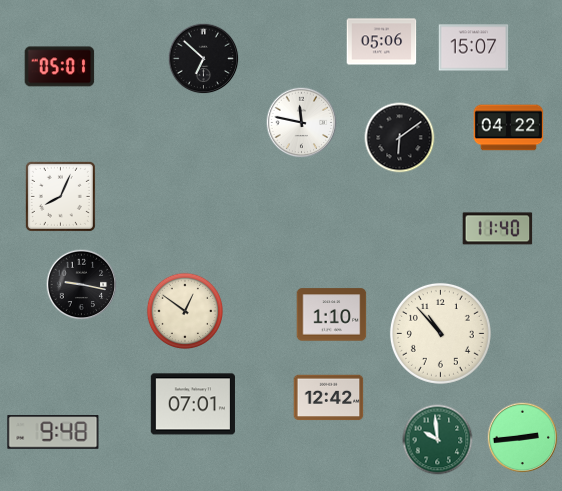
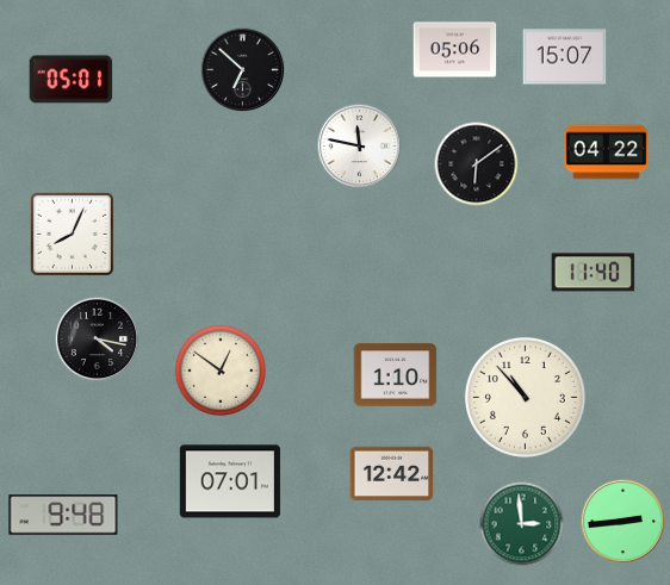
clock at (82, 285): 9:17 -> 4:17
clock at (438, 440): 9:59 -> 2:59
